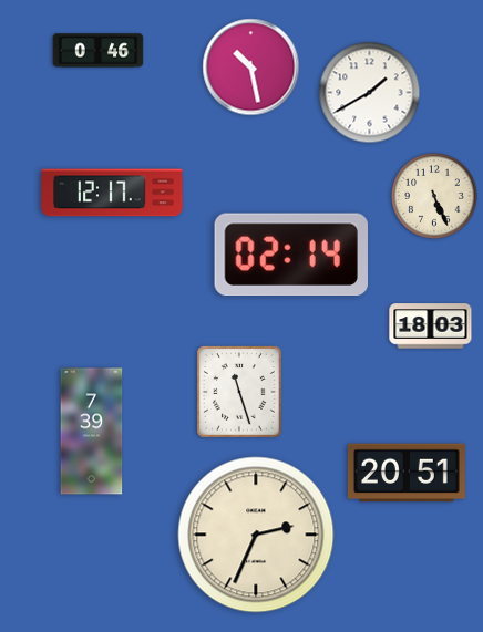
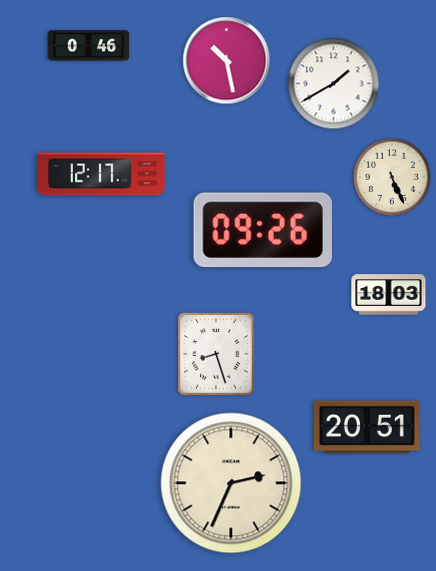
clock at (290, 255): 02:14 -> 09:26
clock at (239, 392): 11:27 -> 8:27
clock at (92, 432): 7:39 -> none
